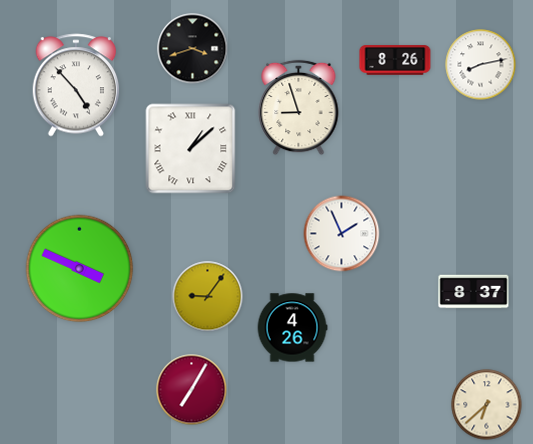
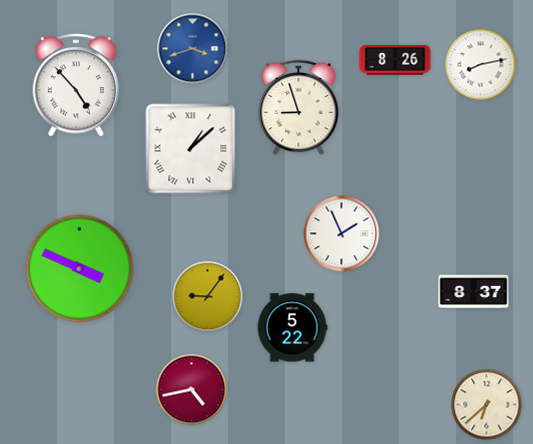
clock at (193, 49) dial: black -> blue
clock at (292, 328): 4:26 -> 5:22
clock at (192, 390): 7:05 -> 4:43
